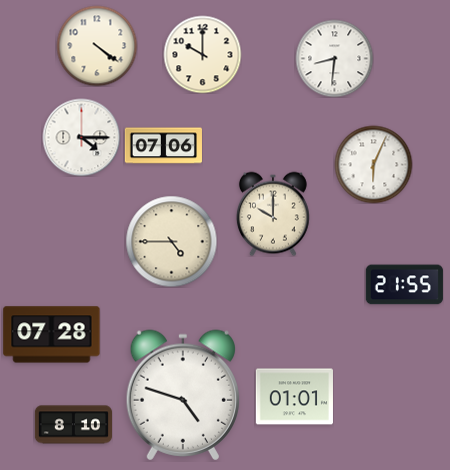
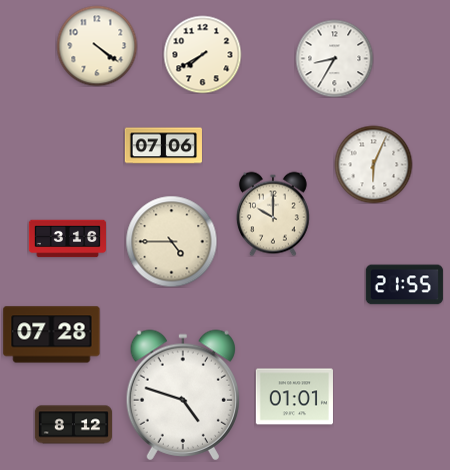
clock at (202, 54): 10:00 -> 7:40
clock at (334, 58): 8:31 -> 8:35
clock at (81, 137): 4:15 -> none
clock at (67, 239): none -> 3:16
clock at (73, 425): 8:10 -> 8:12
